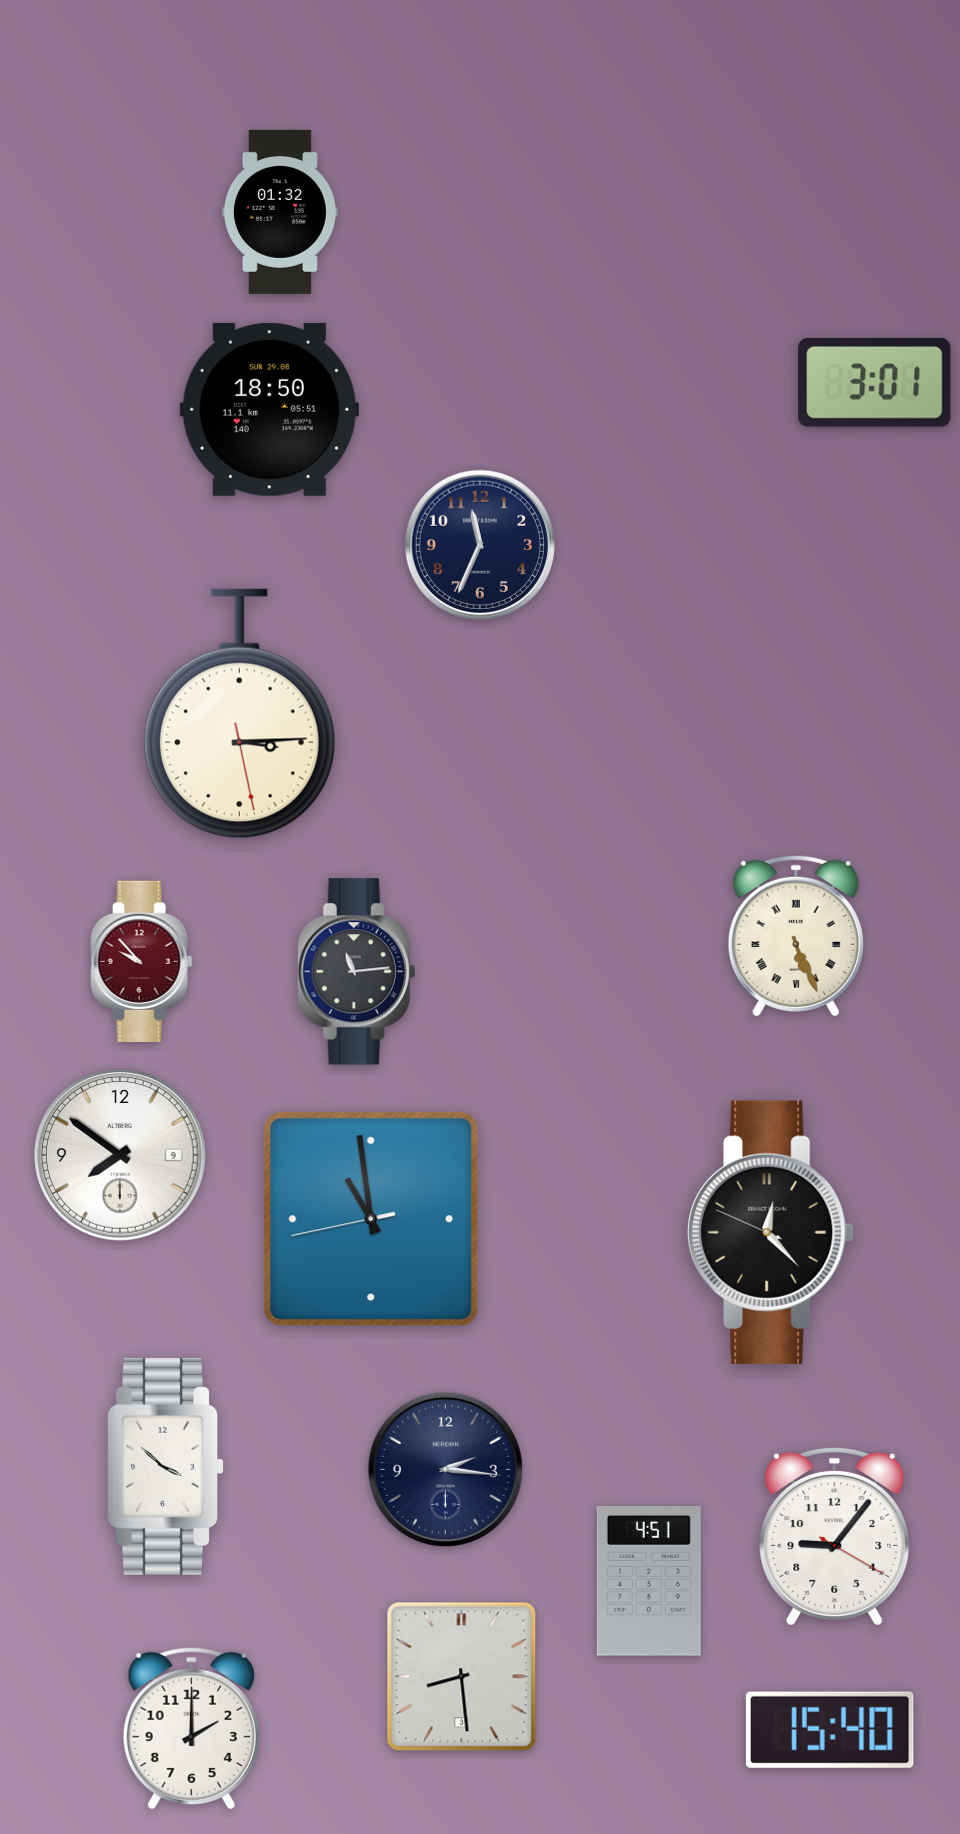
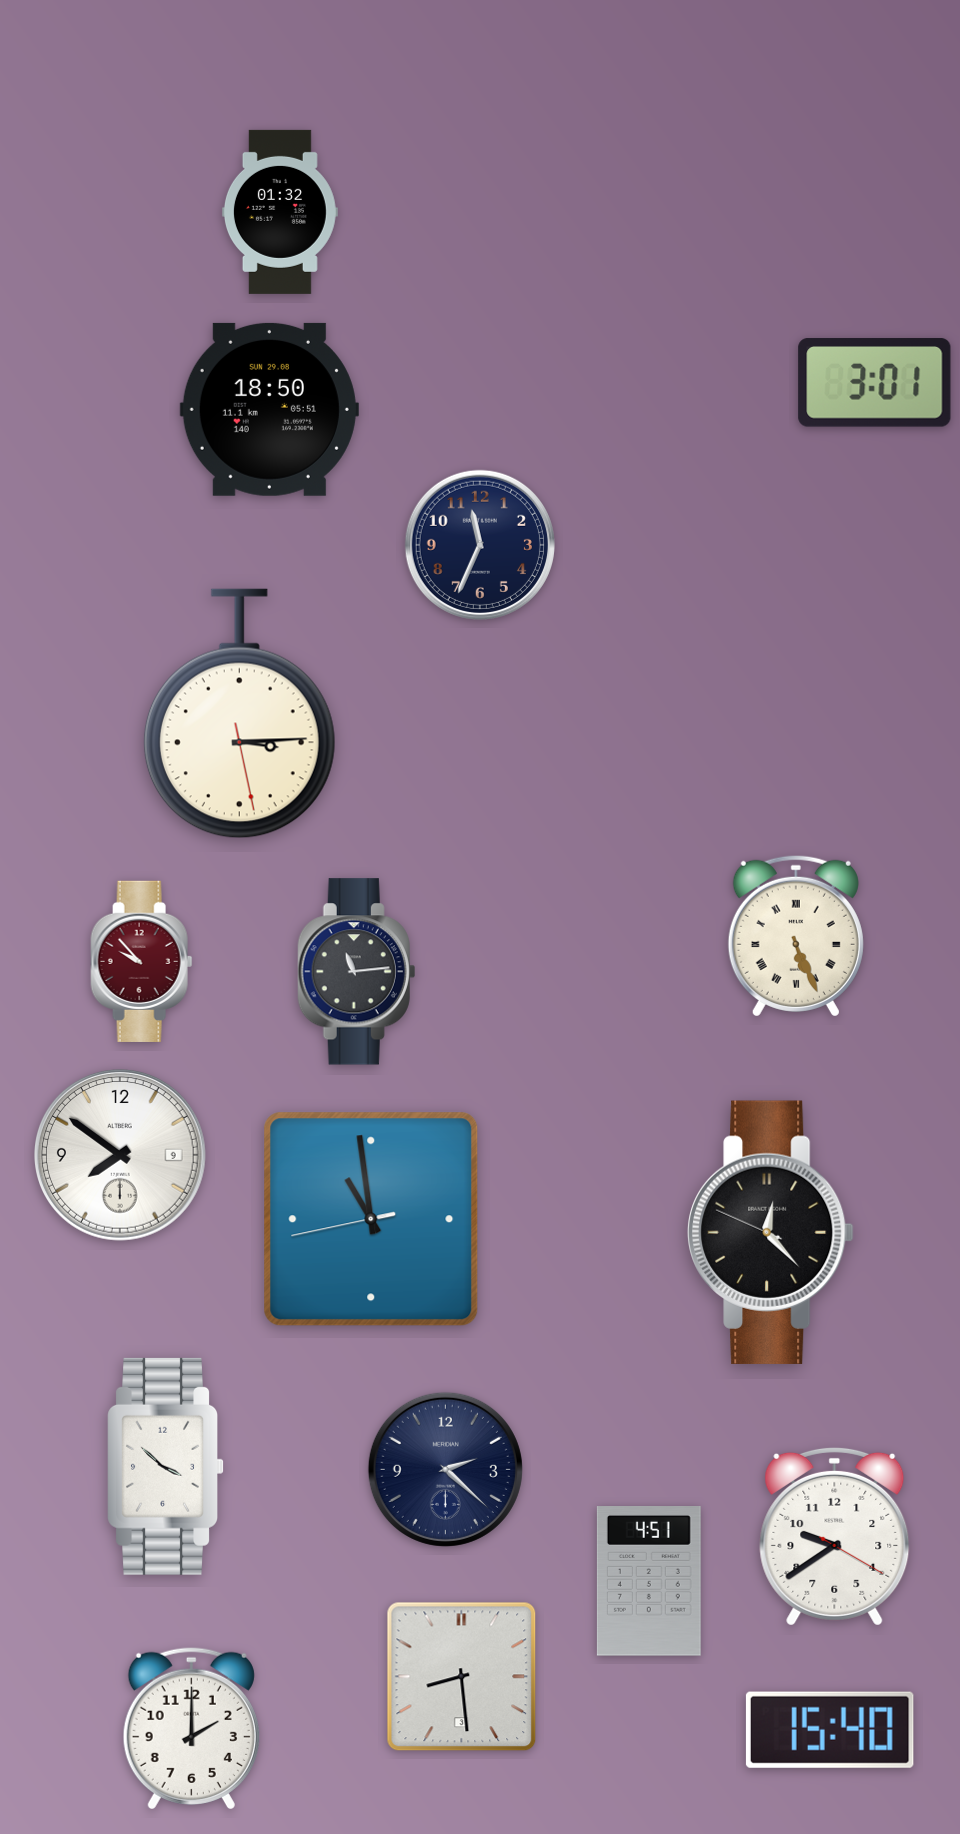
clock at (445, 1469): 2:16 -> 2:22
clock at (835, 1536): 9:06 -> 9:39
